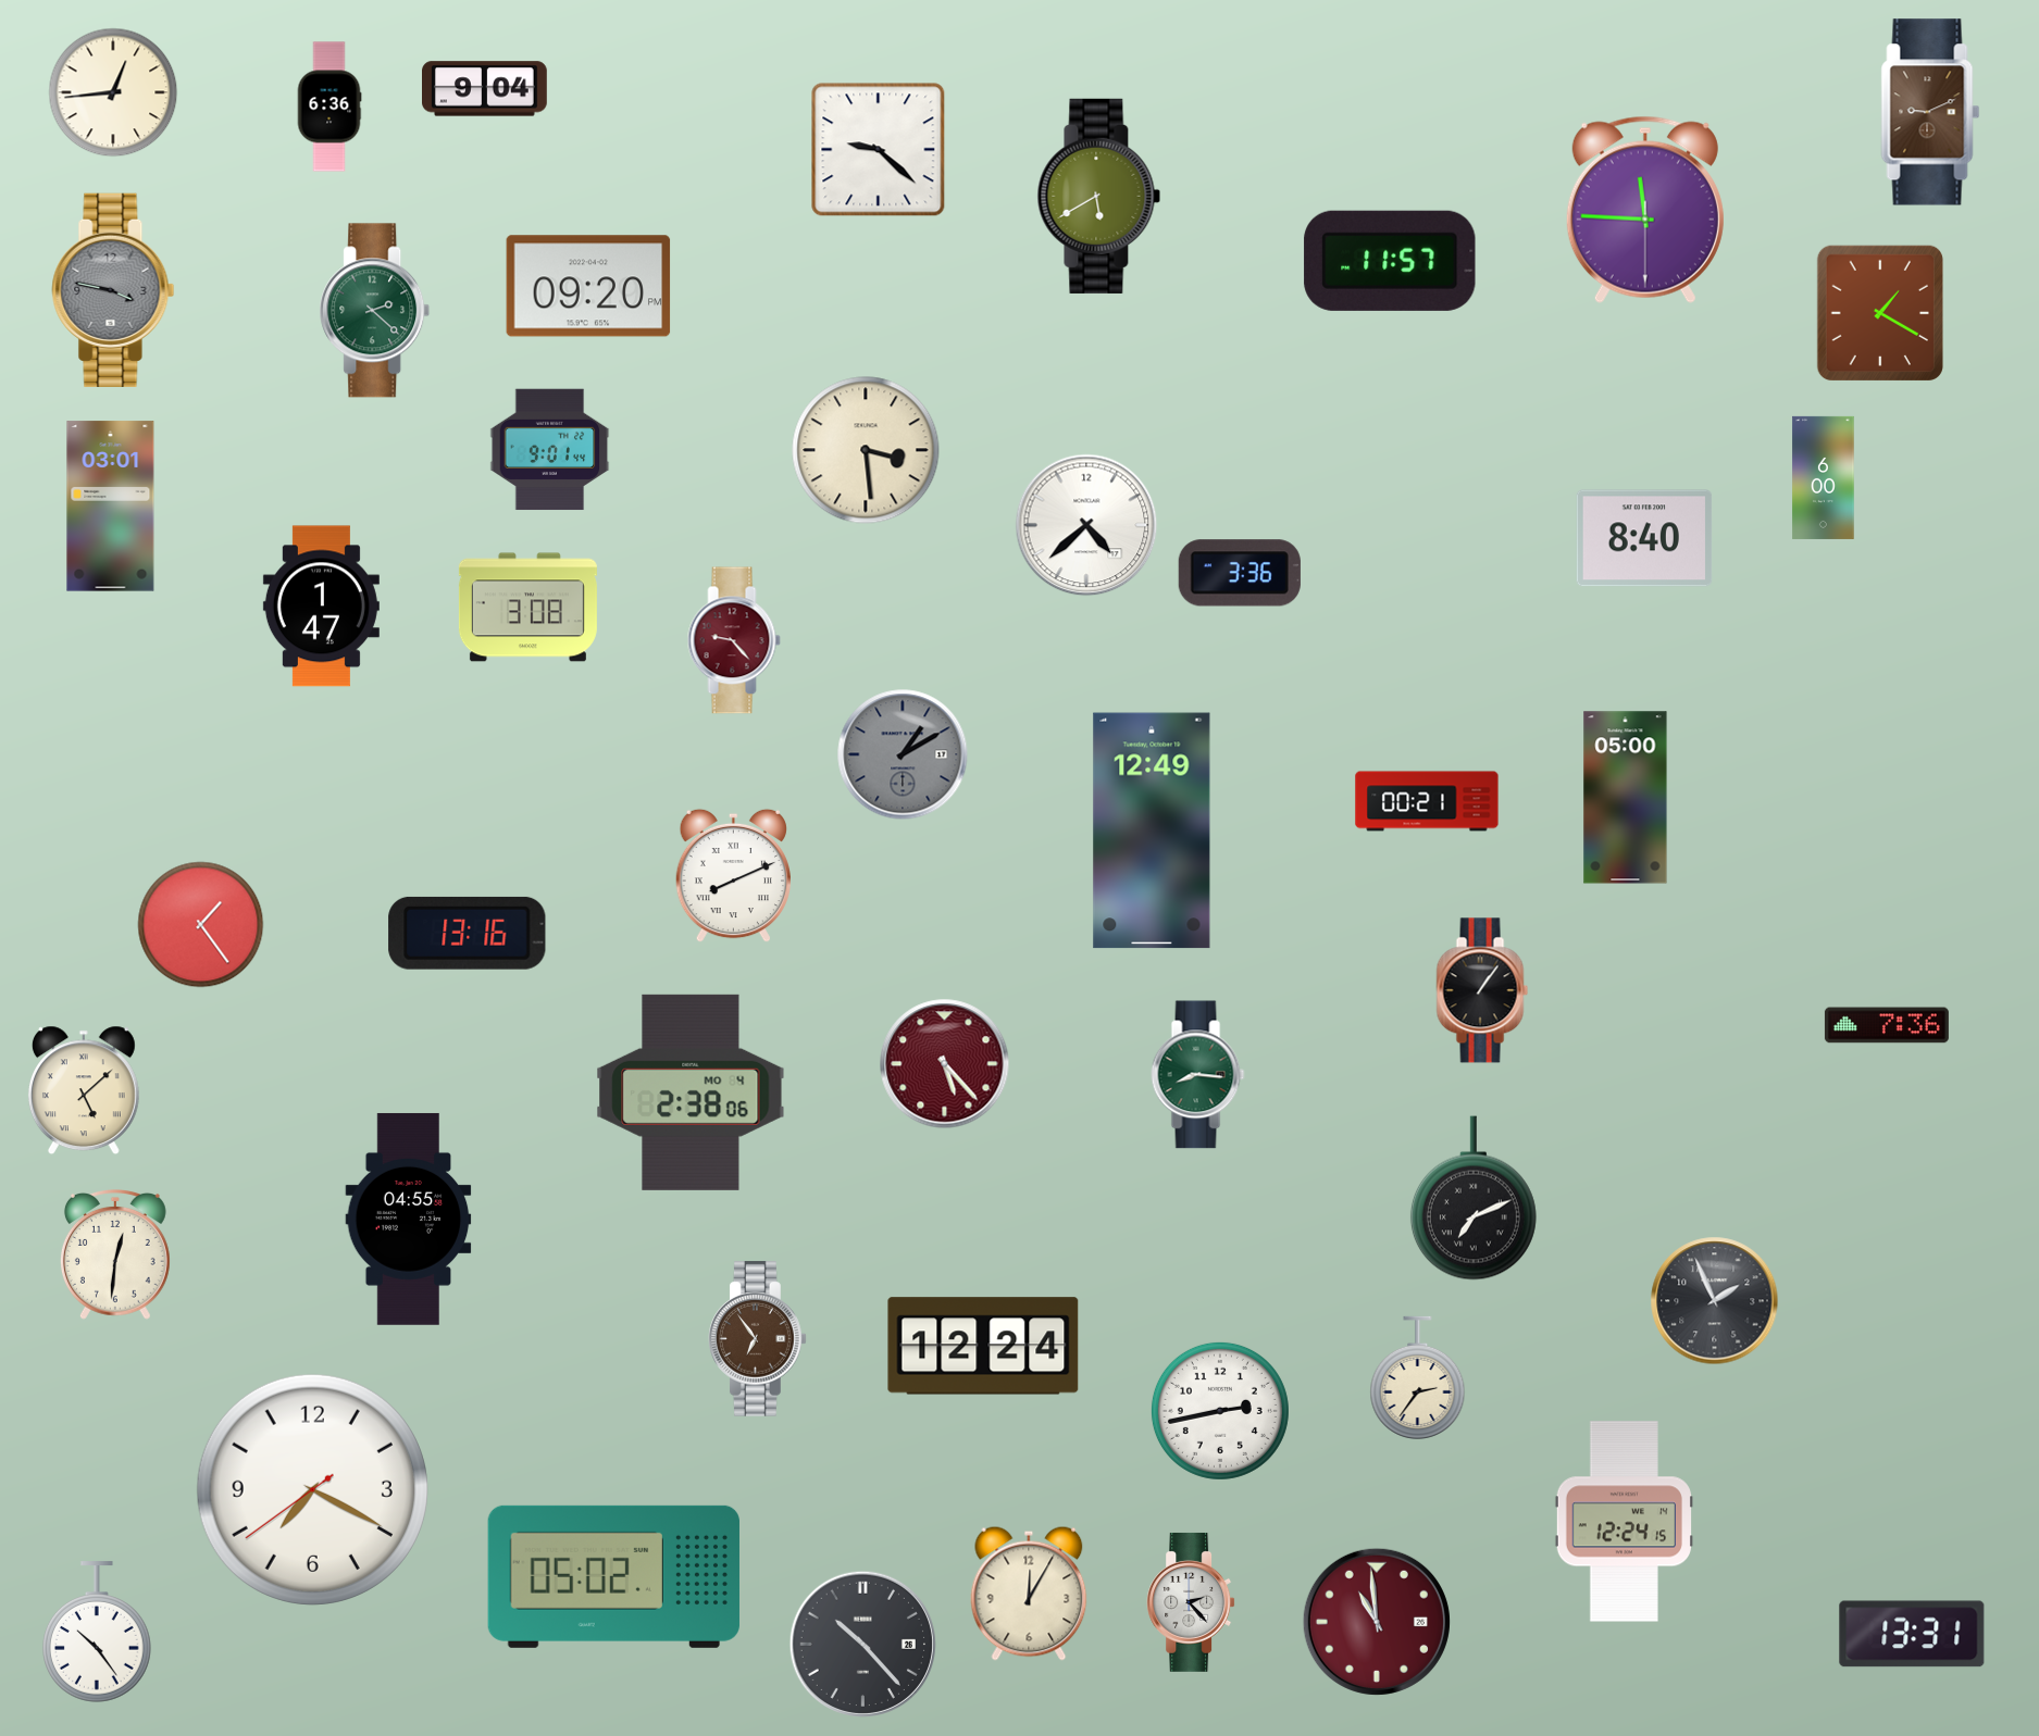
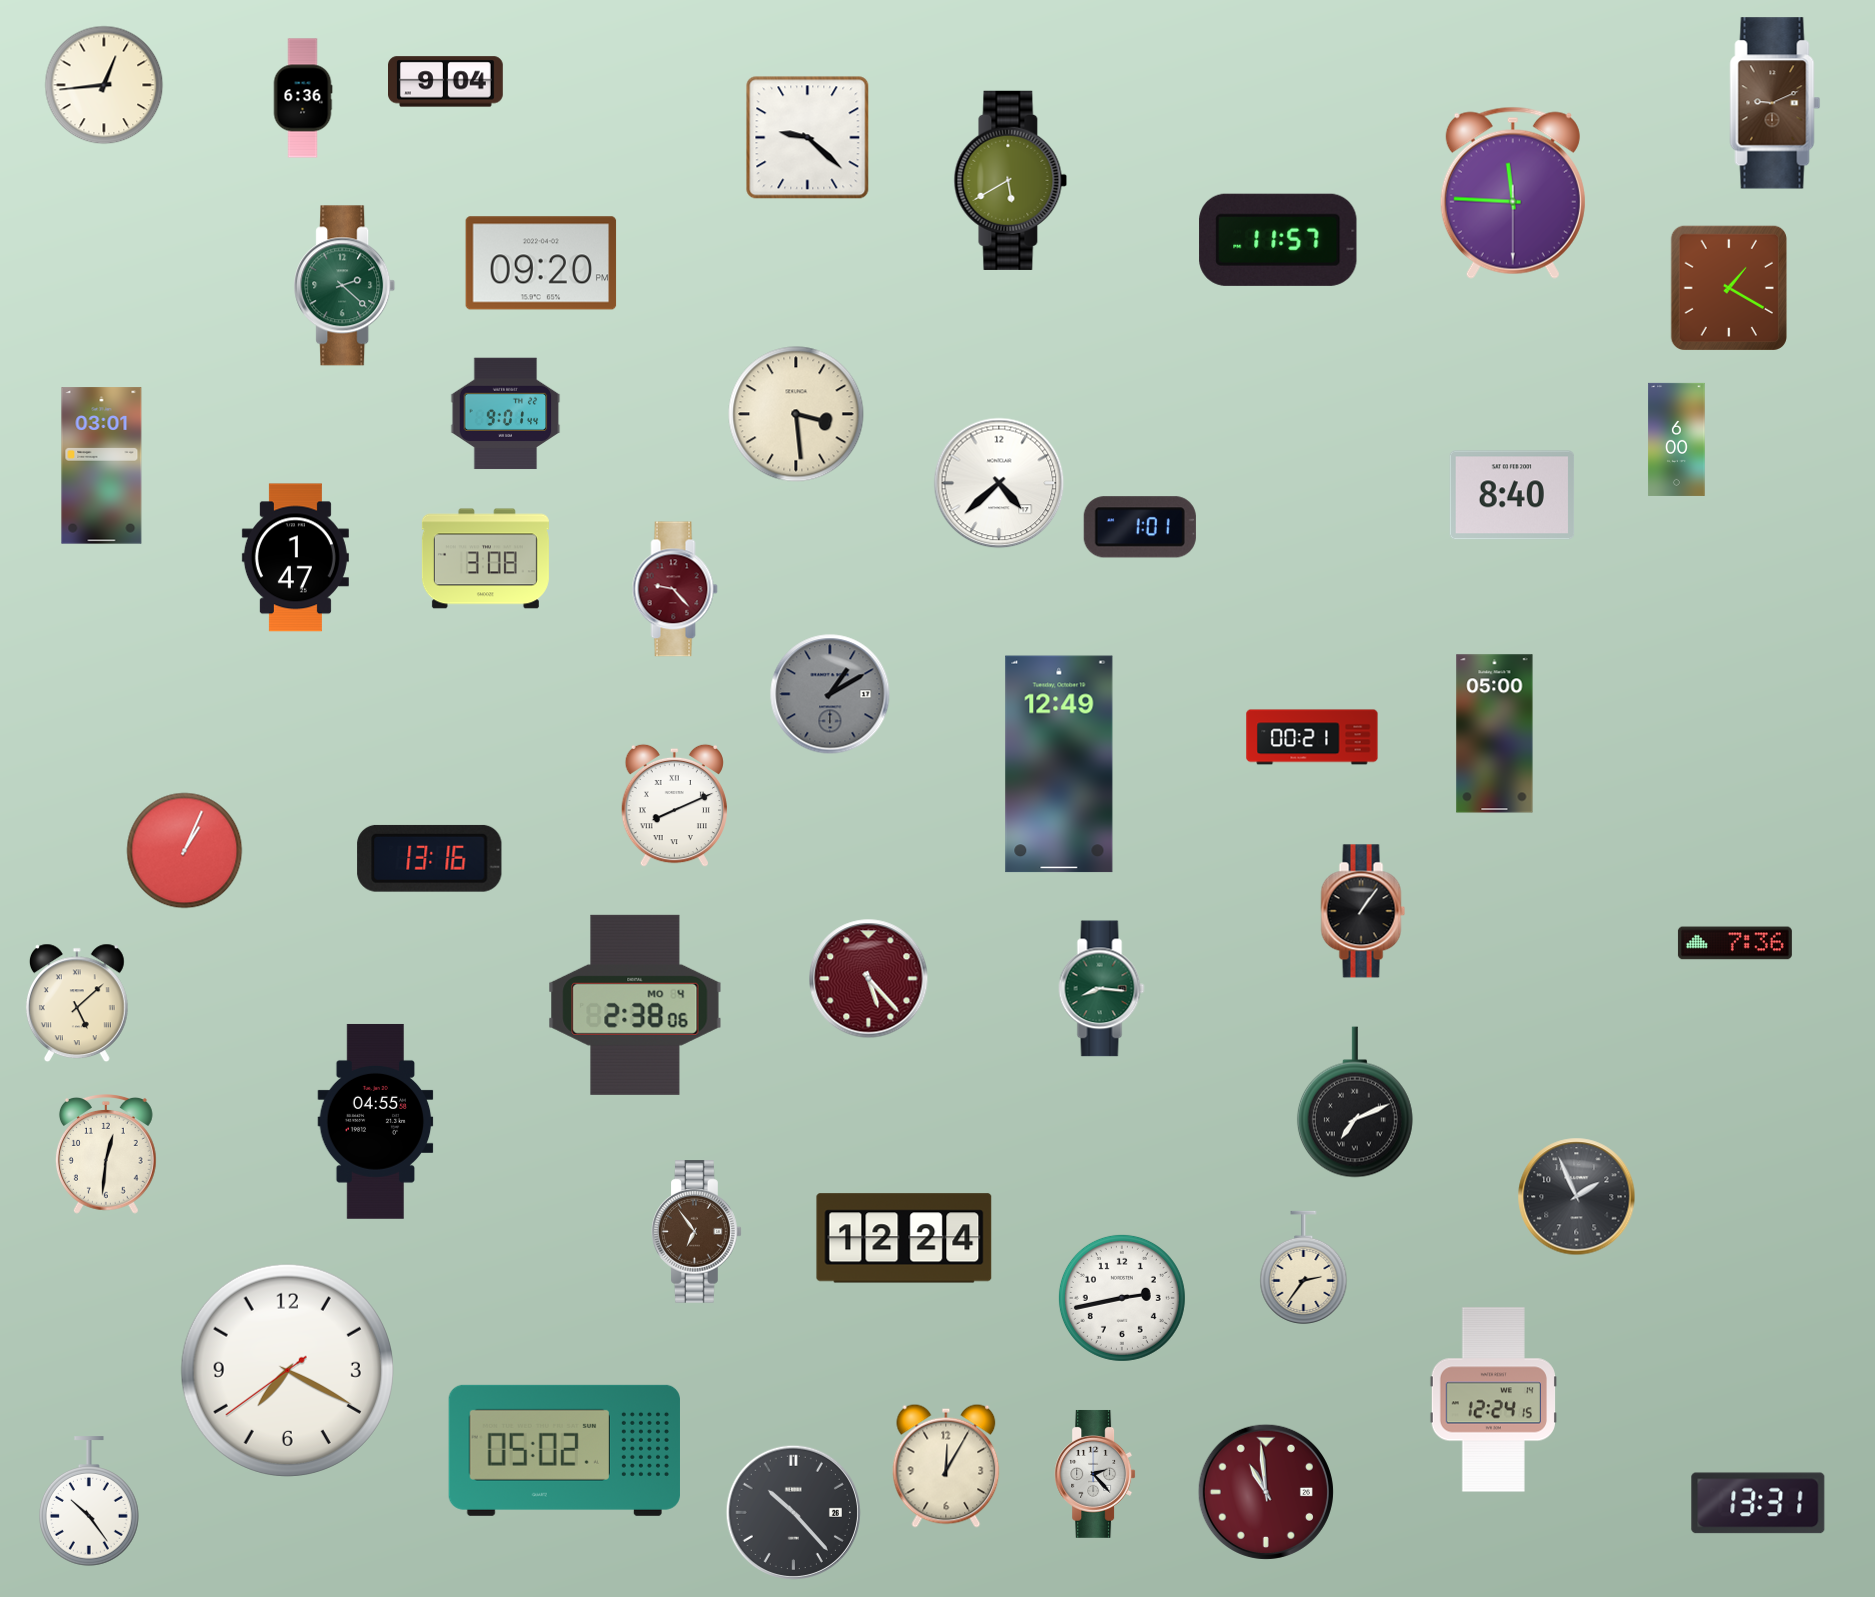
clock at (113, 290): 3:47 -> none
clock at (1240, 573): 3:36 -> 1:01
clock at (201, 925): 1:24 -> 1:04
